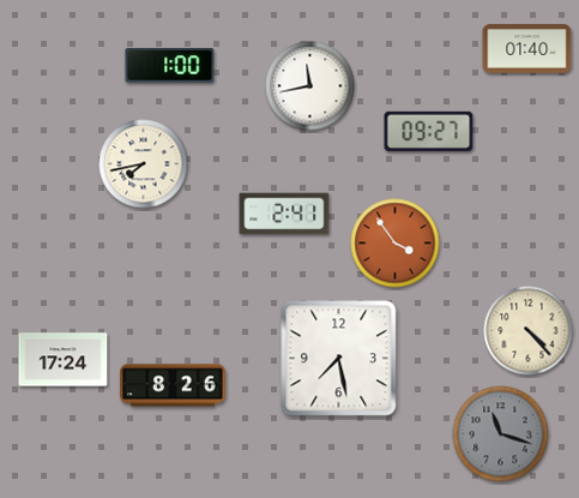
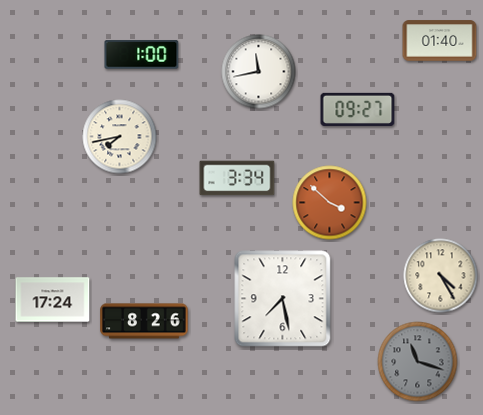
clock at (284, 214): 2:41 -> 3:34
clock at (396, 244): 3:54 -> 3:52
clock at (529, 331): 4:23 -> 4:25
